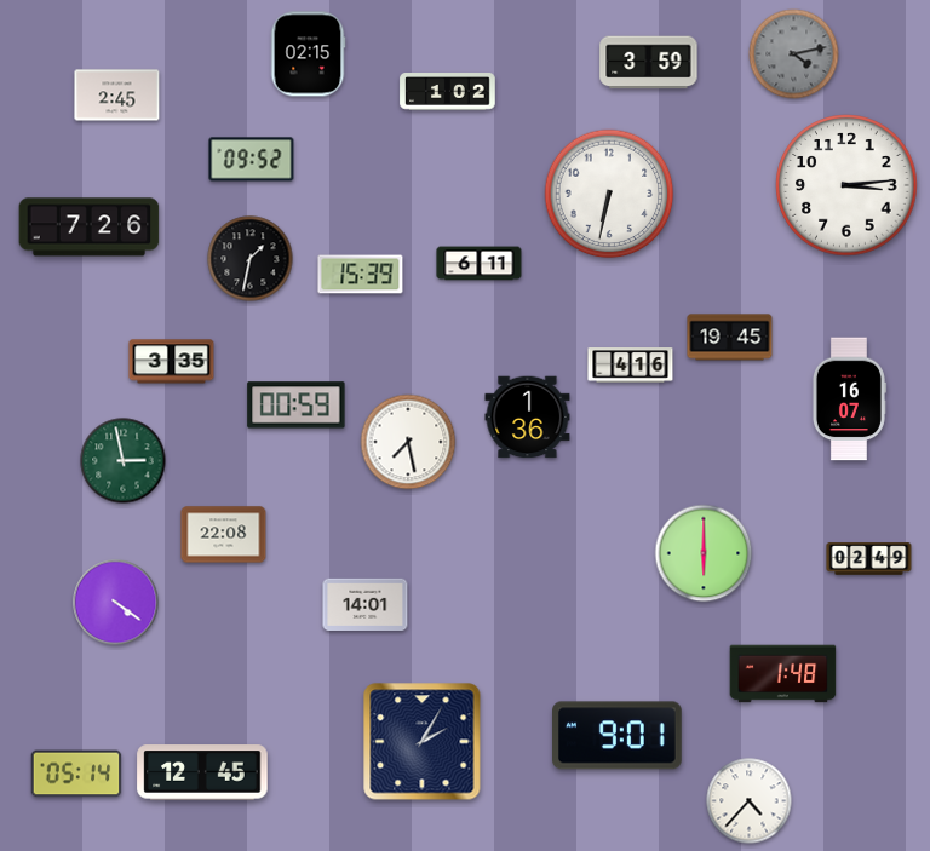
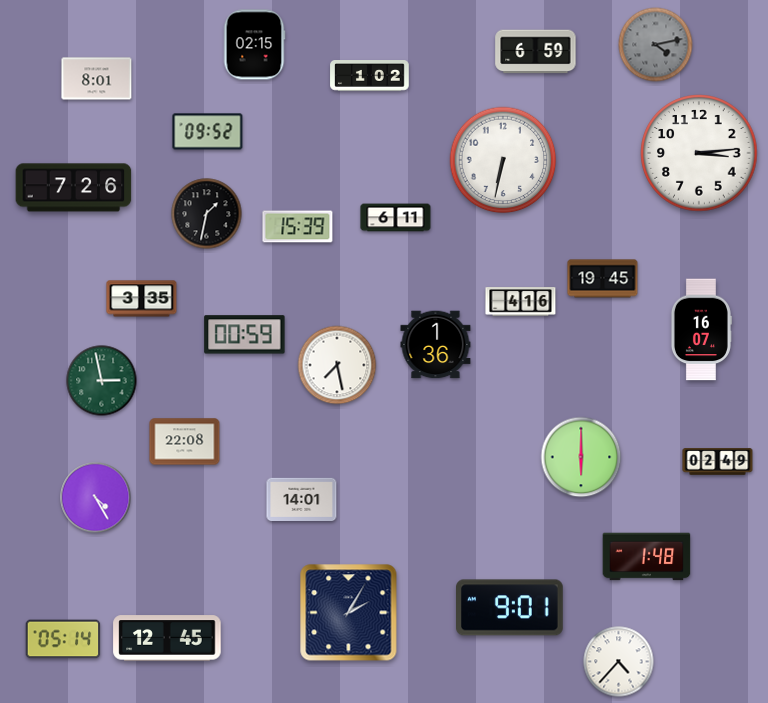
clock at (649, 63): 3:59 -> 6:59
clock at (117, 96): 2:45 -> 8:01
clock at (116, 603): 4:21 -> 4:25
